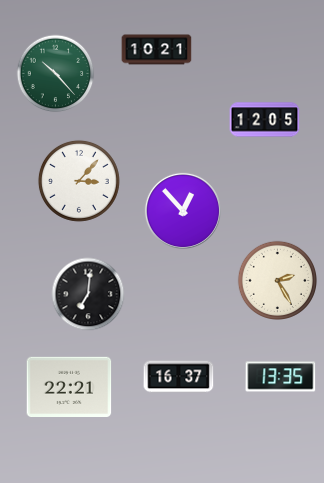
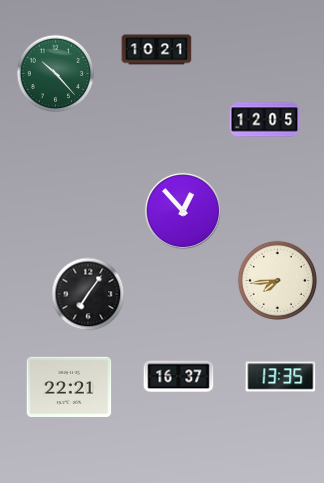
clock at (79, 181): 3:07 -> none
clock at (277, 280): 2:25 -> 7:44
clock at (88, 294): 7:01 -> 7:06
